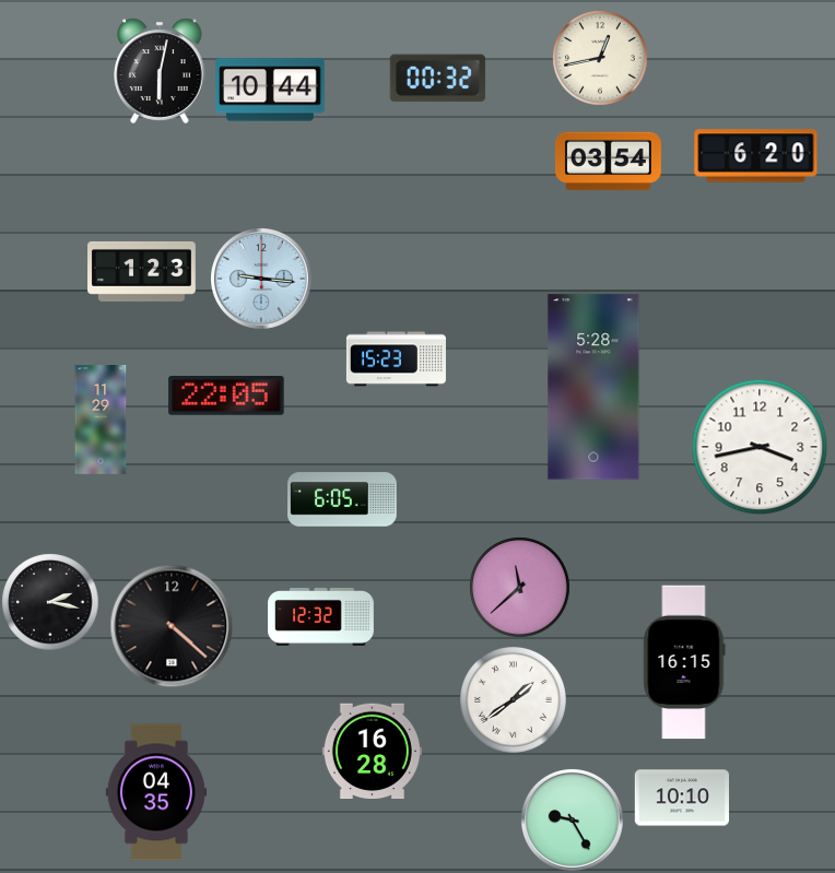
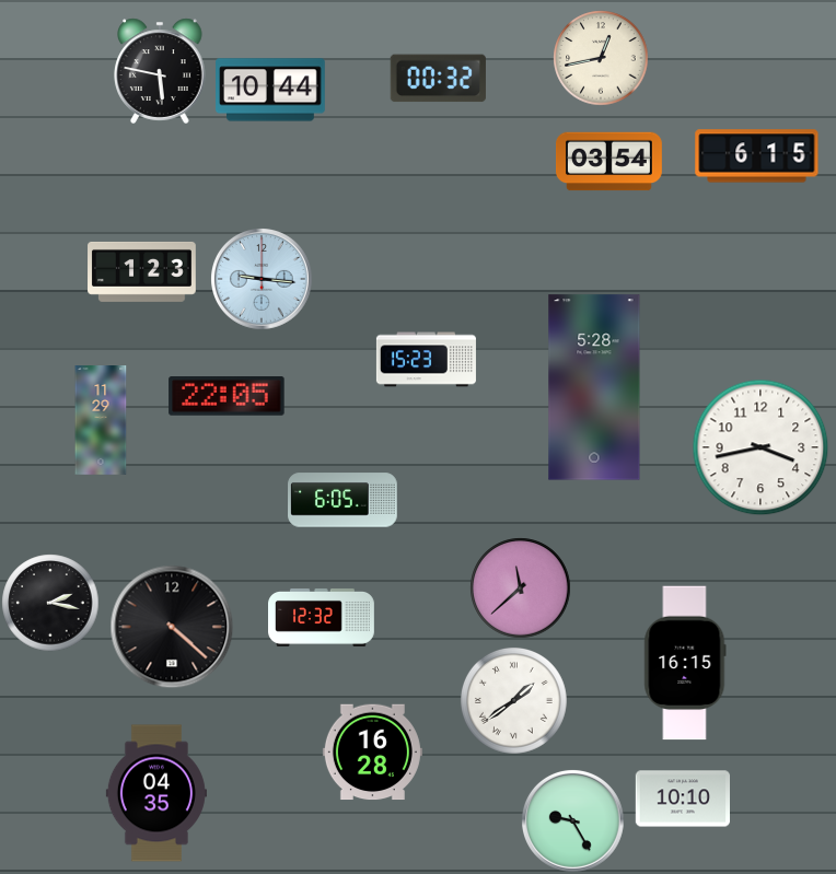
clock at (160, 71): 6:02 -> 5:47
clock at (756, 156): 6:20 -> 6:15
clock at (396, 359) position: (396, 359) -> (426, 360)
